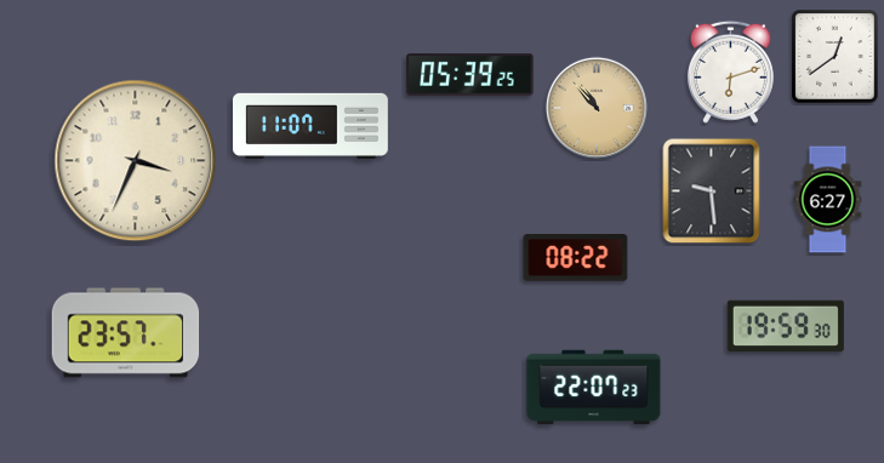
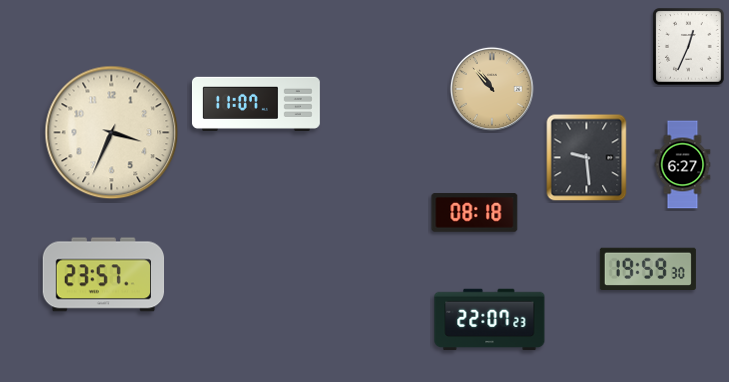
clock at (835, 57): 12:39 -> 12:34
clock at (730, 72): 6:12 -> none
clock at (470, 75): 05:39 -> none
clock at (576, 258): 08:22 -> 08:18
